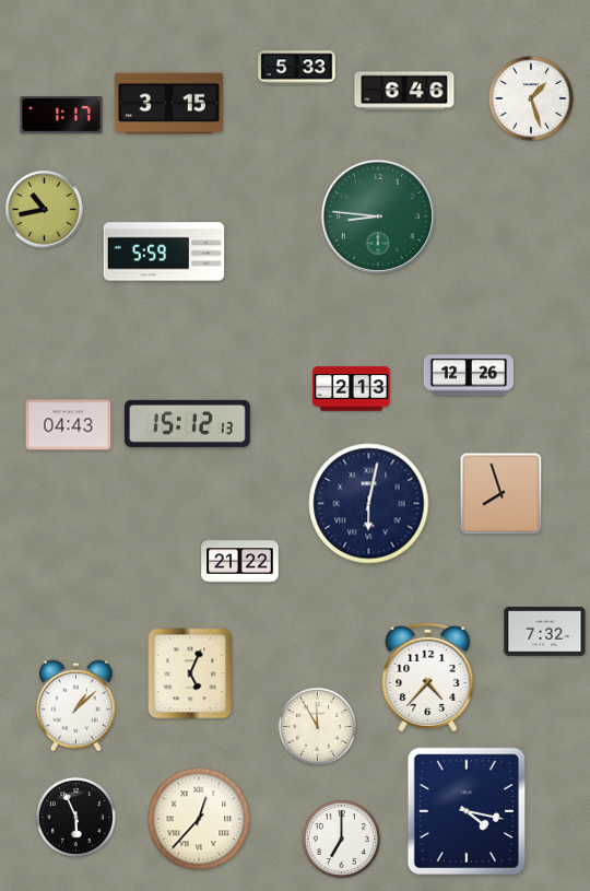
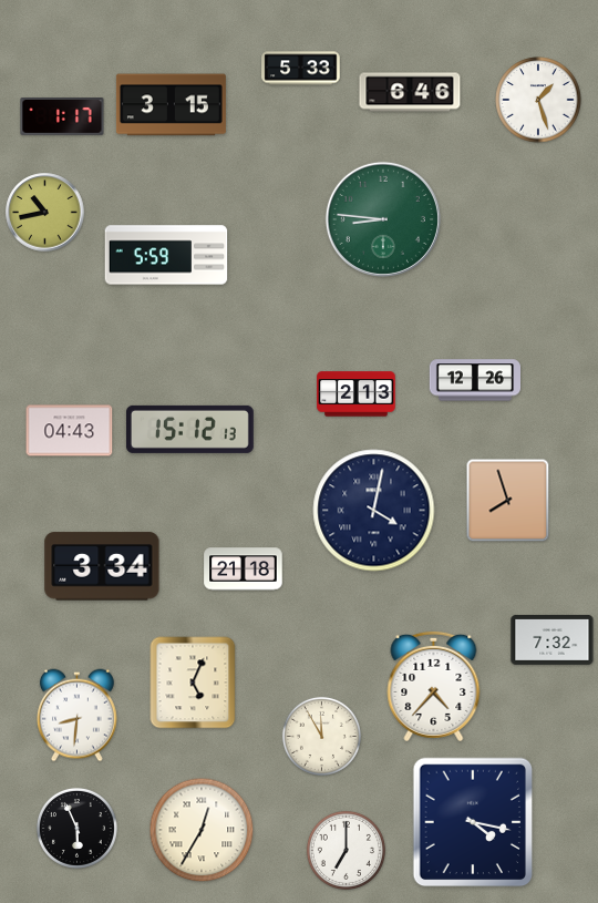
clock at (369, 504): 6:02 -> 4:02
clock at (102, 566): none -> 3:34
clock at (240, 562): 21:22 -> 21:18
clock at (76, 706): 1:08 -> 8:31
clock at (199, 819): 12:37 -> 12:35
